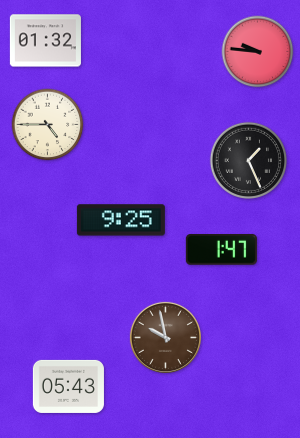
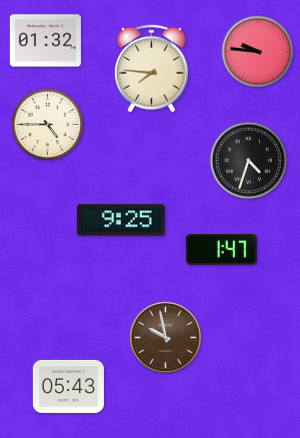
clock at (151, 69): none -> 7:46
clock at (248, 160): 1:26 -> 4:33
